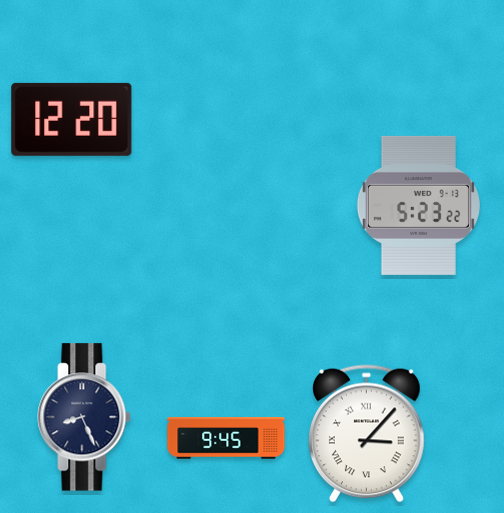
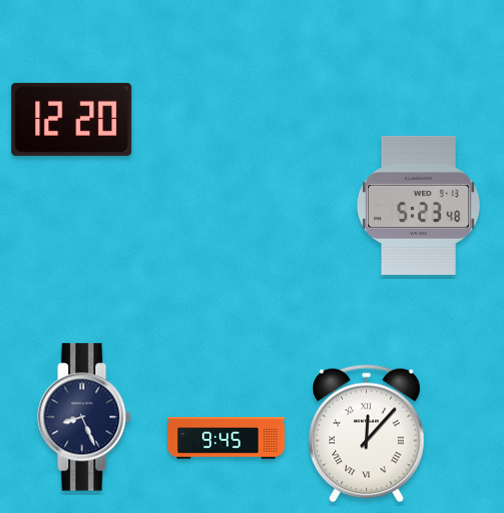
clock at (418, 205): 5:23:22 -> 5:23:48
clock at (366, 434): 3:07 -> 12:07
